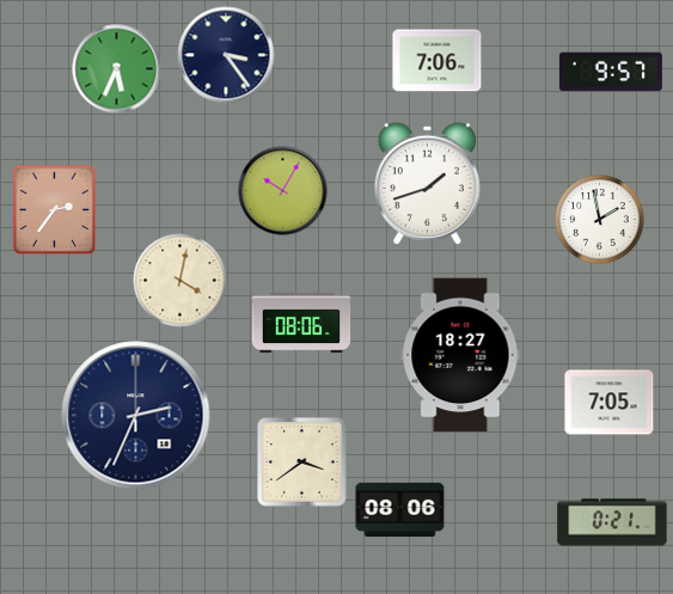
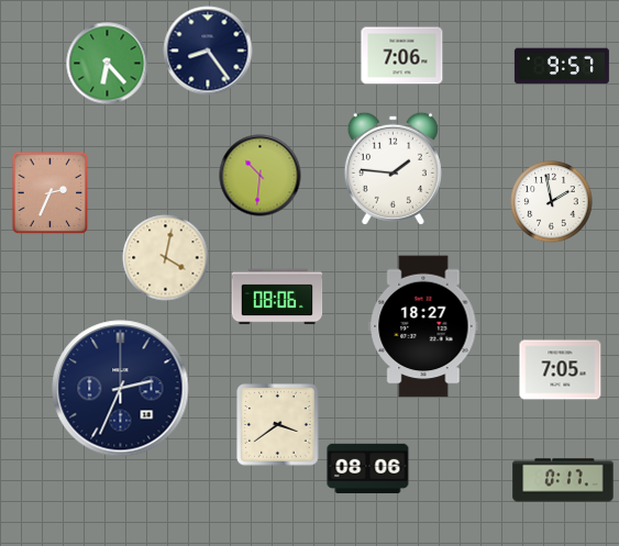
clock at (226, 55): 3:24 -> 8:24
clock at (117, 69): 5:34 -> 6:23
clock at (427, 183): 1:42 -> 1:46
clock at (283, 191): 10:05 -> 10:31
clock at (55, 210): 2:36 -> 2:34
clock at (136, 416) position: (136, 416) -> (121, 389)
clock at (612, 522): 0:21 -> 0:17
